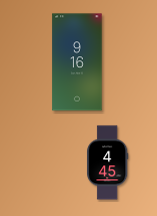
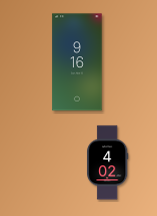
clock at (108, 163): 4:45 -> 4:02
